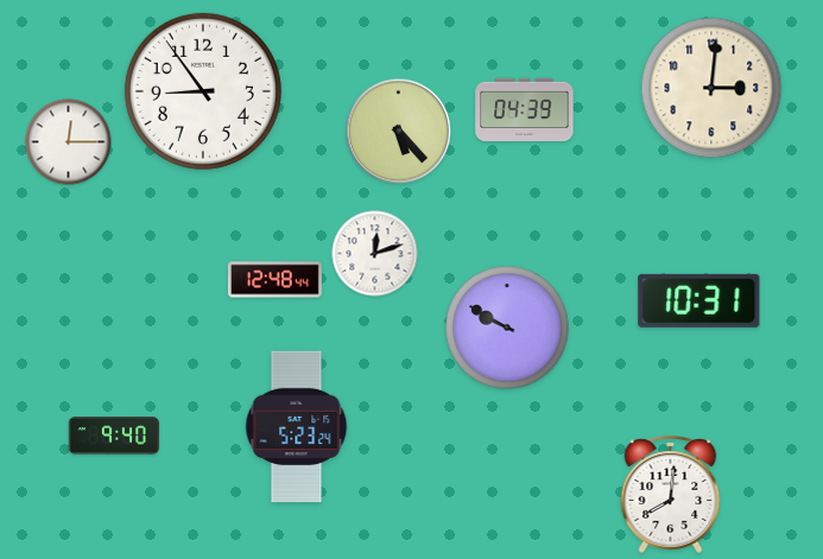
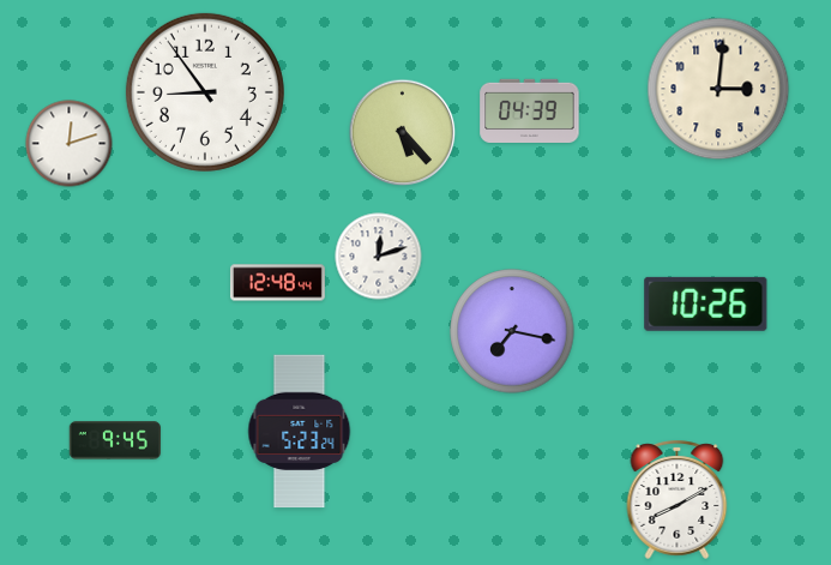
clock at (69, 142): 12:15 -> 12:12
clock at (699, 300): 10:31 -> 10:26
clock at (507, 328): 9:50 -> 7:17
clock at (114, 436): 9:40 -> 9:45
clock at (671, 494): 8:01 -> 8:10
